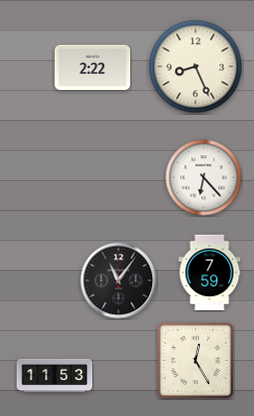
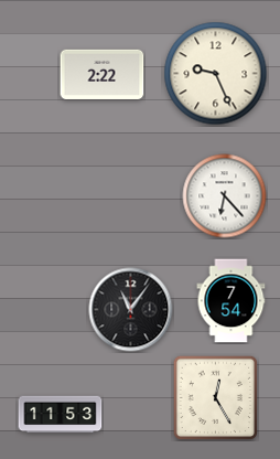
clock at (196, 67): 8:26 -> 9:26
clock at (210, 273): 7:59 -> 7:54
